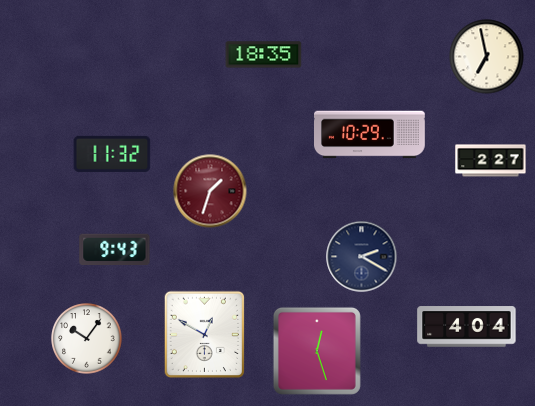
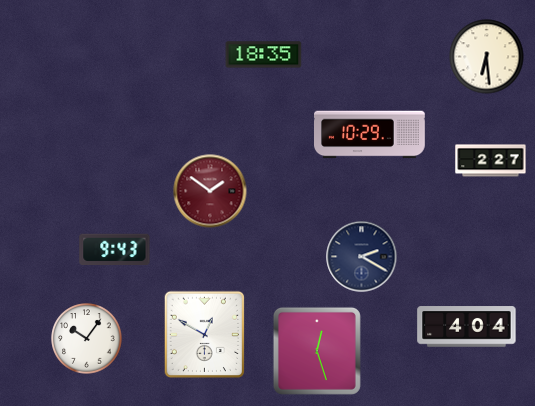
clock at (487, 57): 6:58 -> 6:29
clock at (112, 154): 11:32 -> none
clock at (210, 191): 1:33 -> 1:51
